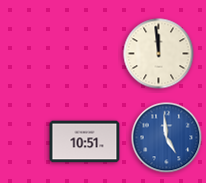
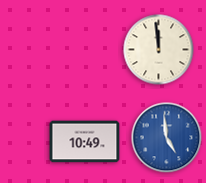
clock at (159, 54) position: (159, 54) -> (159, 50)
clock at (85, 142): 10:51 -> 10:49
